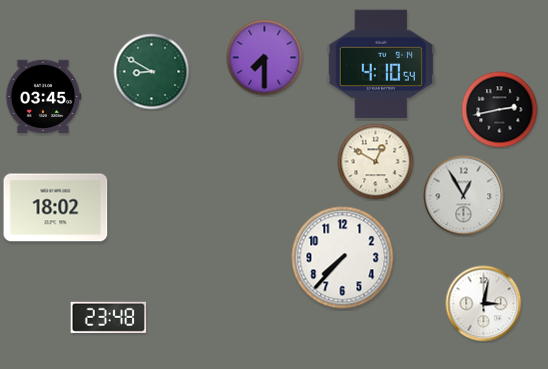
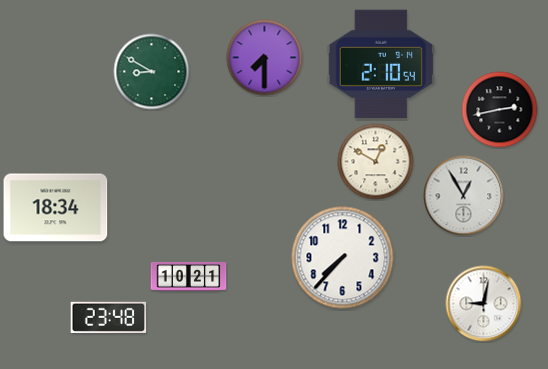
clock at (381, 64): 4:10 -> 2:10
clock at (43, 97): 03:45 -> none
clock at (56, 208): 18:02 -> 18:34
clock at (189, 276): none -> 10:21
clock at (484, 304): 3:02 -> 9:02
